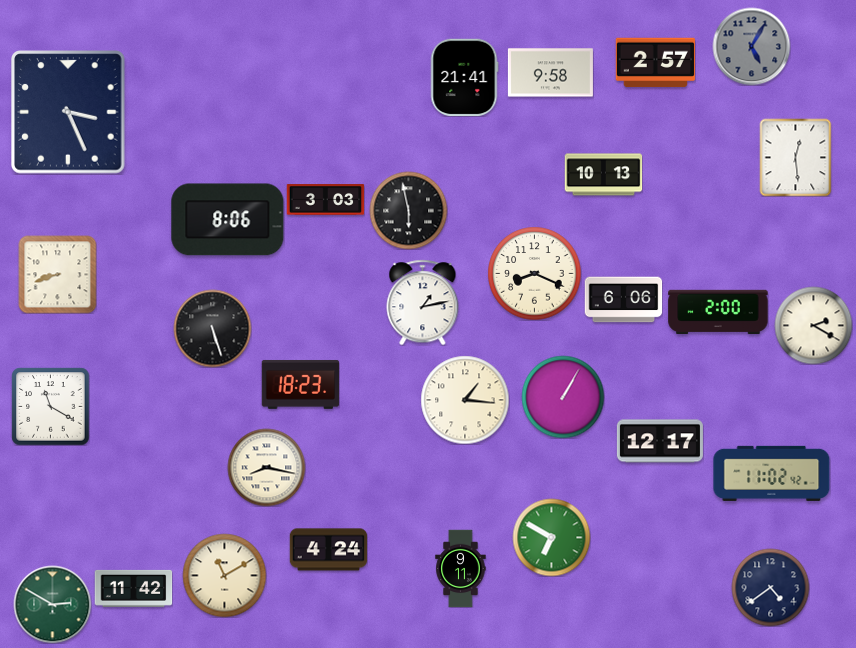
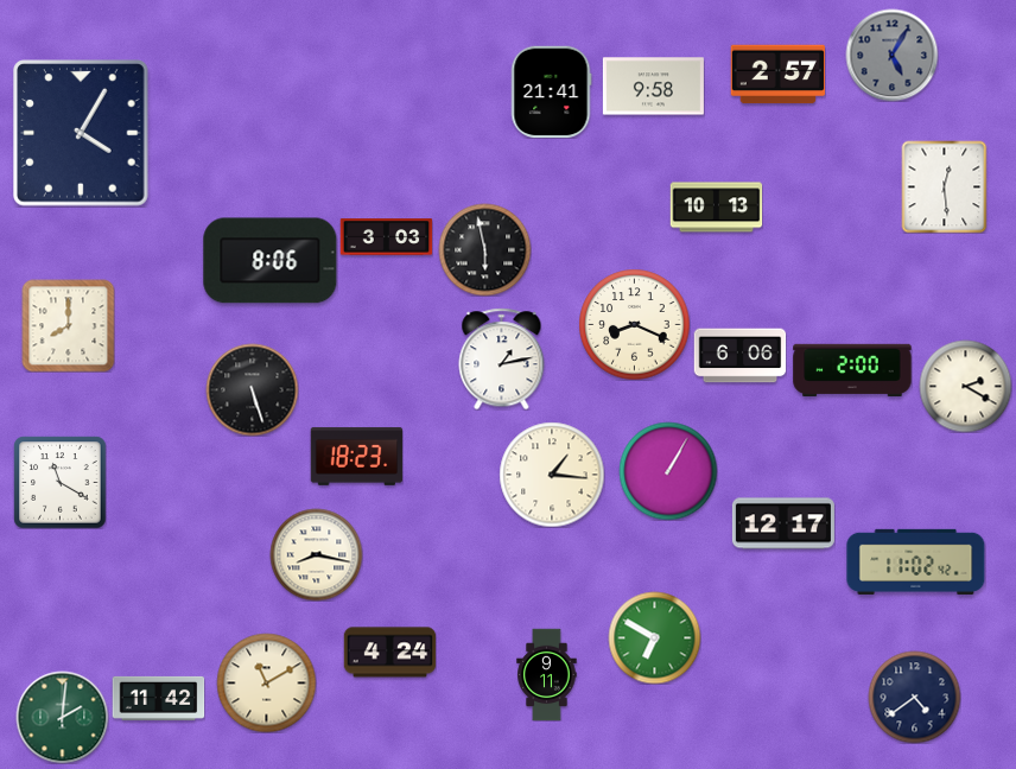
clock at (68, 112): 3:26 -> 4:05
clock at (57, 274): 8:42 -> 8:00
clock at (52, 604): 2:50 -> 2:01
